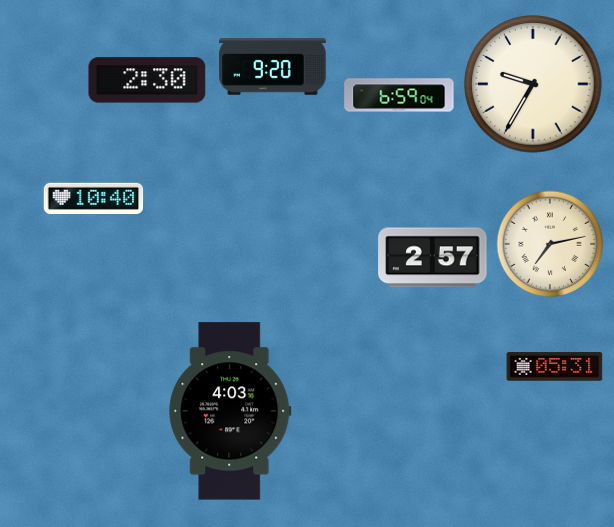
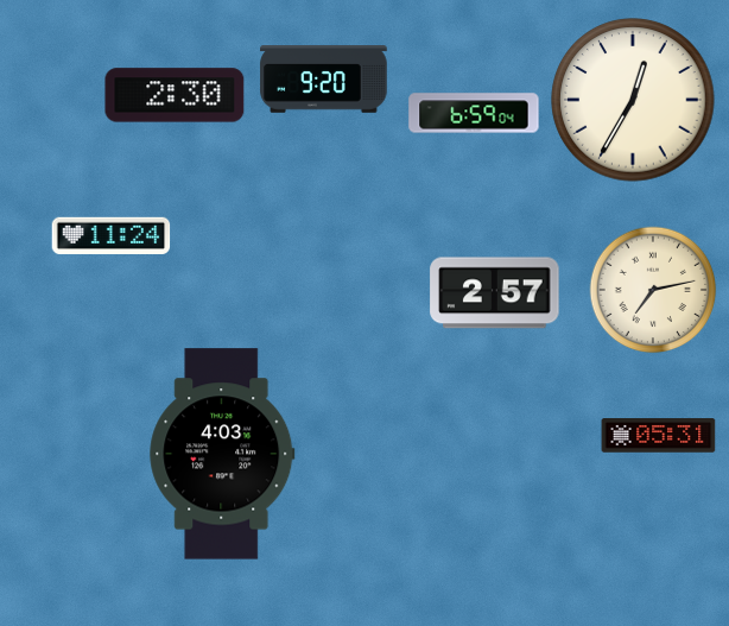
clock at (533, 84): 9:35 -> 12:35
clock at (94, 198): 10:40 -> 11:24
clock at (433, 258) position: (433, 258) -> (495, 293)
clock at (230, 411) position: (230, 411) -> (222, 454)
